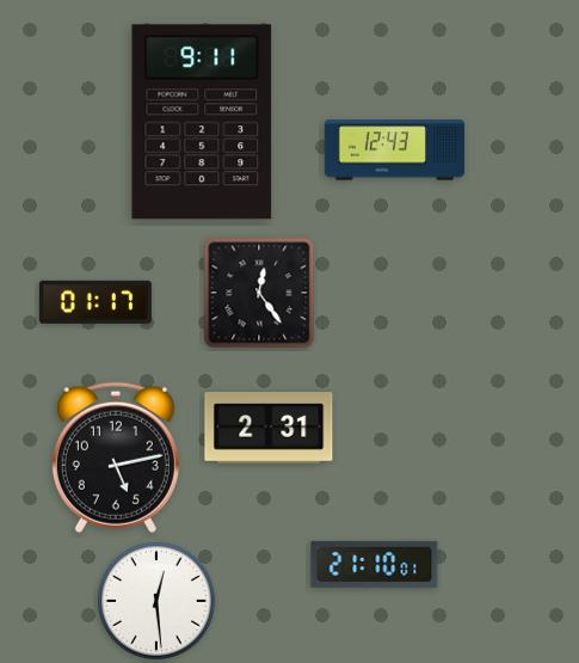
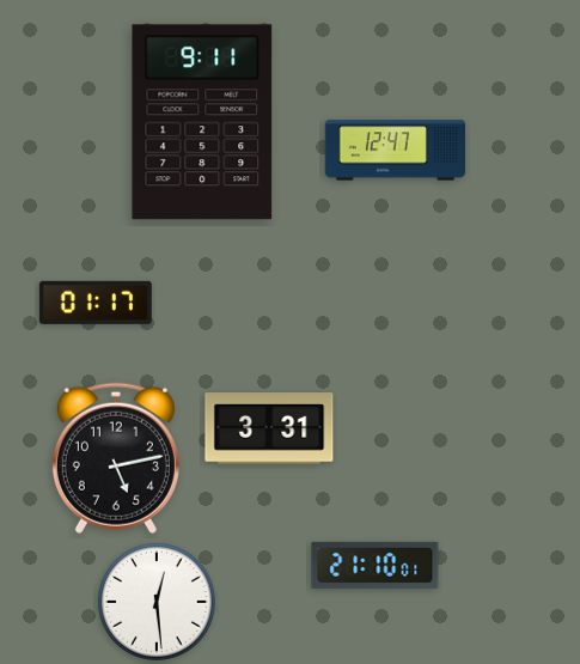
clock at (395, 151): 12:43 -> 12:47
clock at (259, 293): 12:24 -> none
clock at (269, 428): 2:31 -> 3:31
